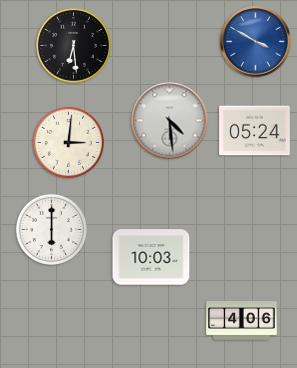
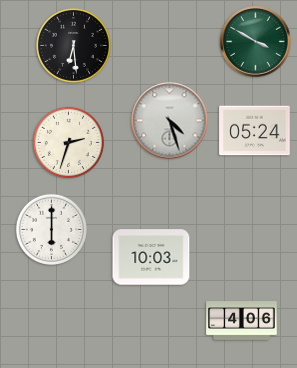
clock at (256, 42) dial: blue -> green
clock at (170, 121): 4:29 -> 4:27
clock at (68, 142): 3:01 -> 2:33
